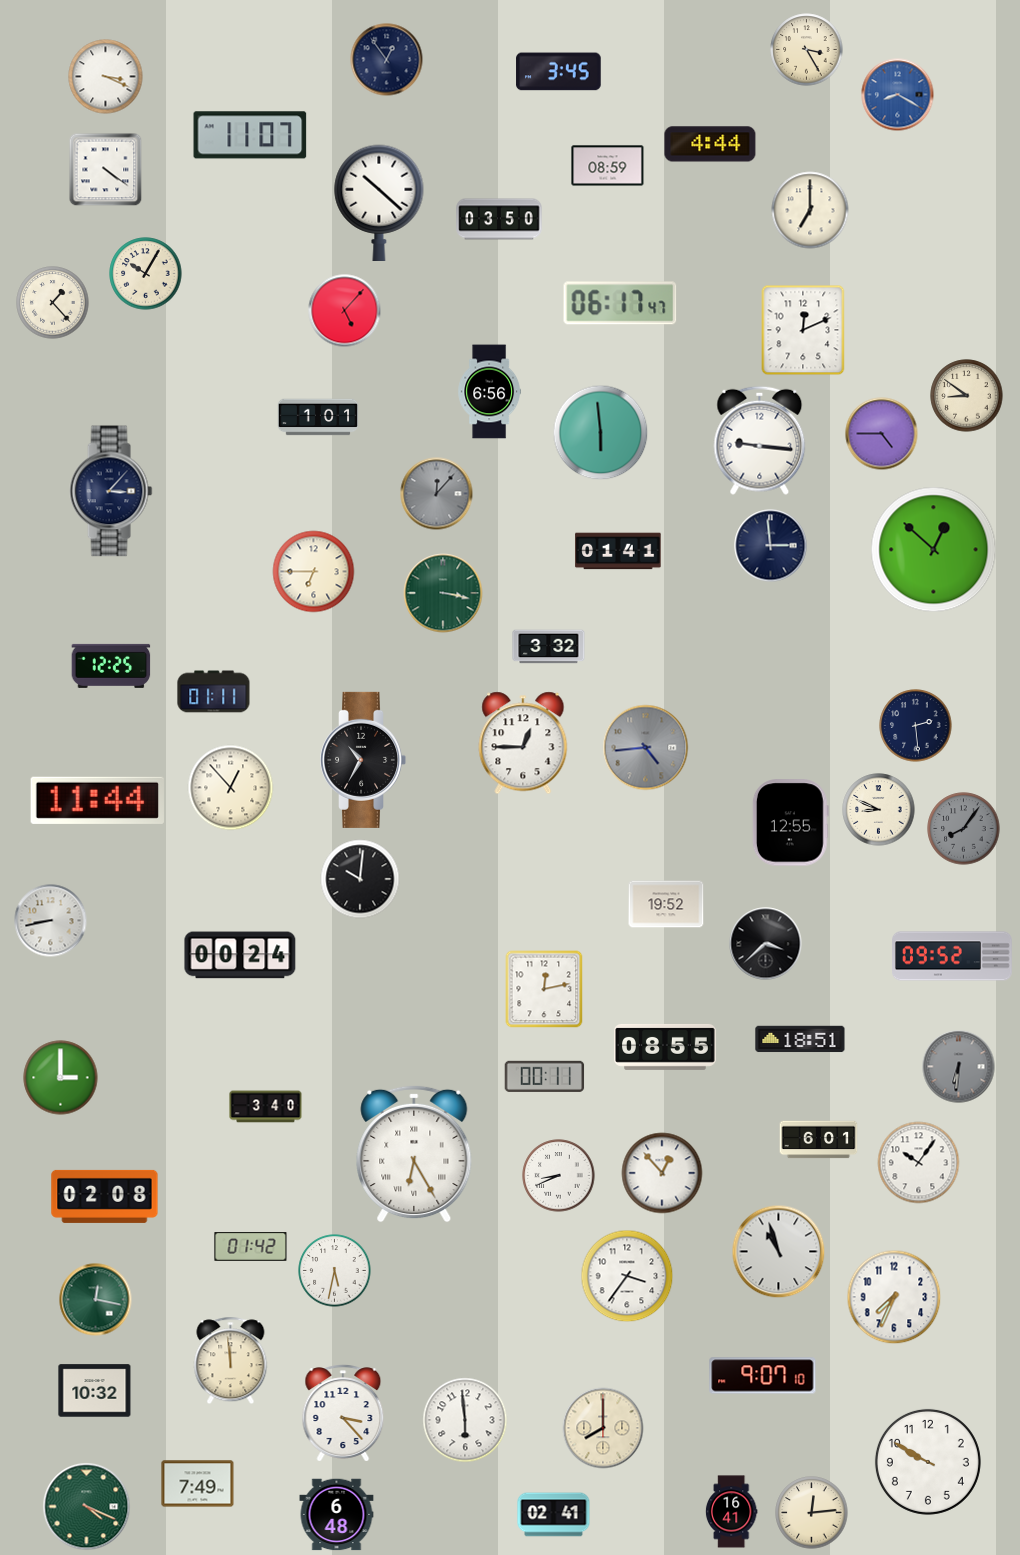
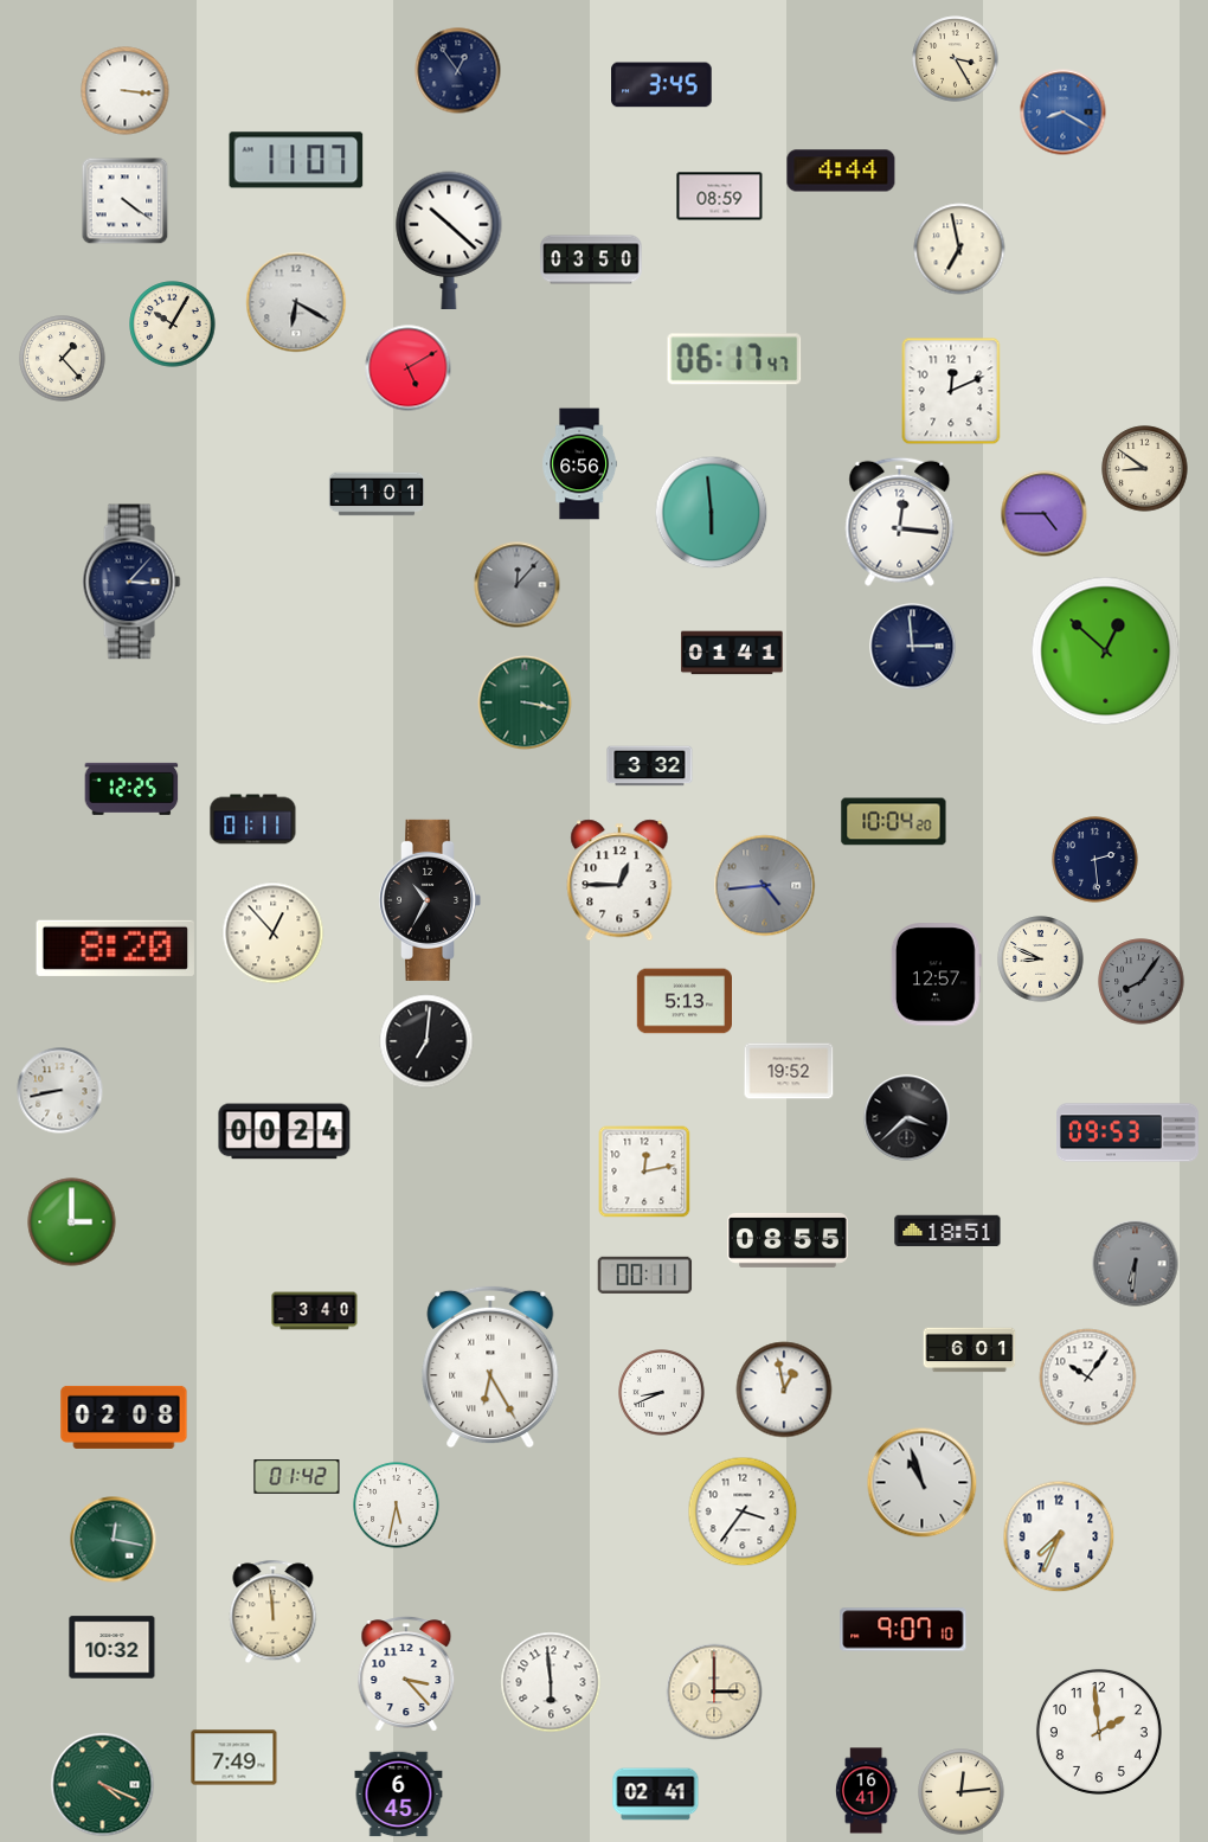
clock at (106, 77): 3:19 -> 3:16
clock at (810, 210): 7:00 -> 6:58
clock at (296, 302): none -> 6:20
clock at (345, 311): 5:07 -> 5:10
clock at (760, 440): 9:16 -> 12:16
clock at (314, 572): 6:45 -> none
clock at (894, 822): none -> 10:04
clock at (916, 726) position: (916, 726) -> (1095, 860)
clock at (97, 800): 11:44 -> 8:20
clock at (790, 823): 12:55 -> 12:57
clock at (683, 1001): none -> 5:13
clock at (360, 879): 10:01 -> 7:01
clock at (953, 956): 09:52 -> 09:53
clock at (61, 1078) position: (61, 1078) -> (72, 1222)
clock at (662, 1173): 12:53 -> 12:58
clock at (603, 1428): 8:00 -> 3:00
clock at (928, 1462): 9:50 -> 1:59
clock at (337, 1515): 6:48 -> 6:45
